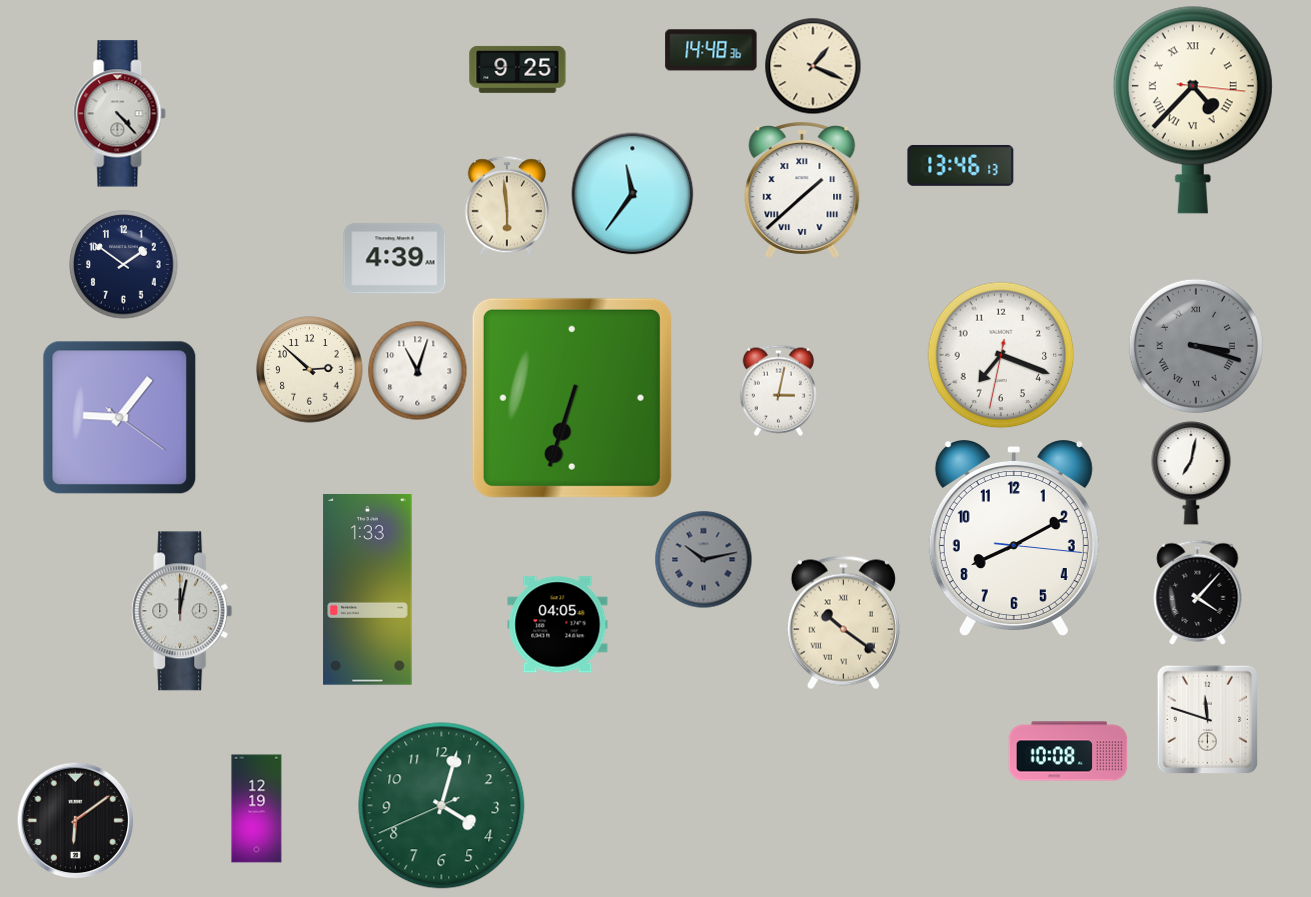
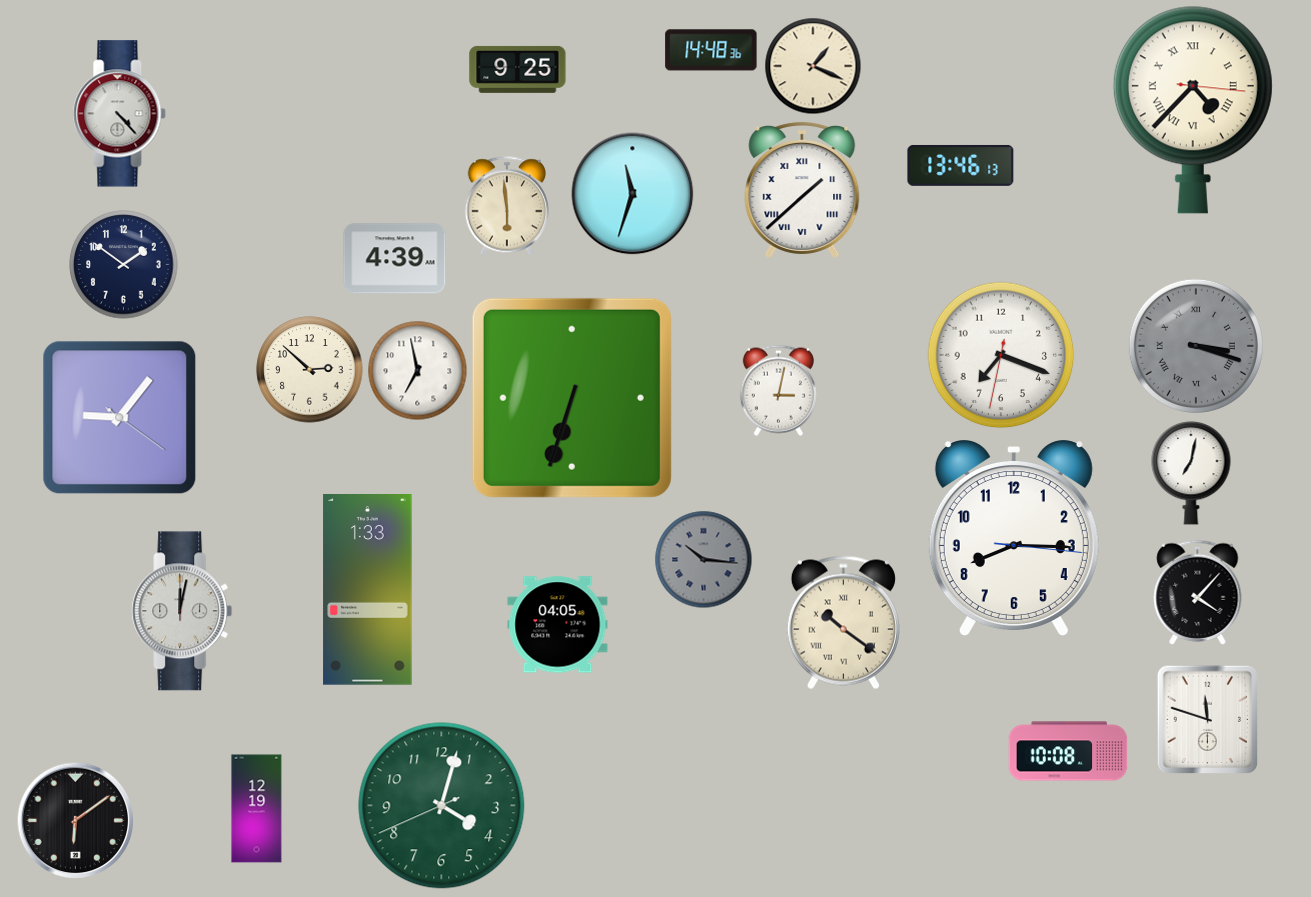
clock at (633, 194): 11:36 -> 11:33
clock at (418, 371): 11:03 -> 6:58
clock at (1014, 538): 8:10 -> 8:15
clock at (703, 559): 10:13 -> 10:16
